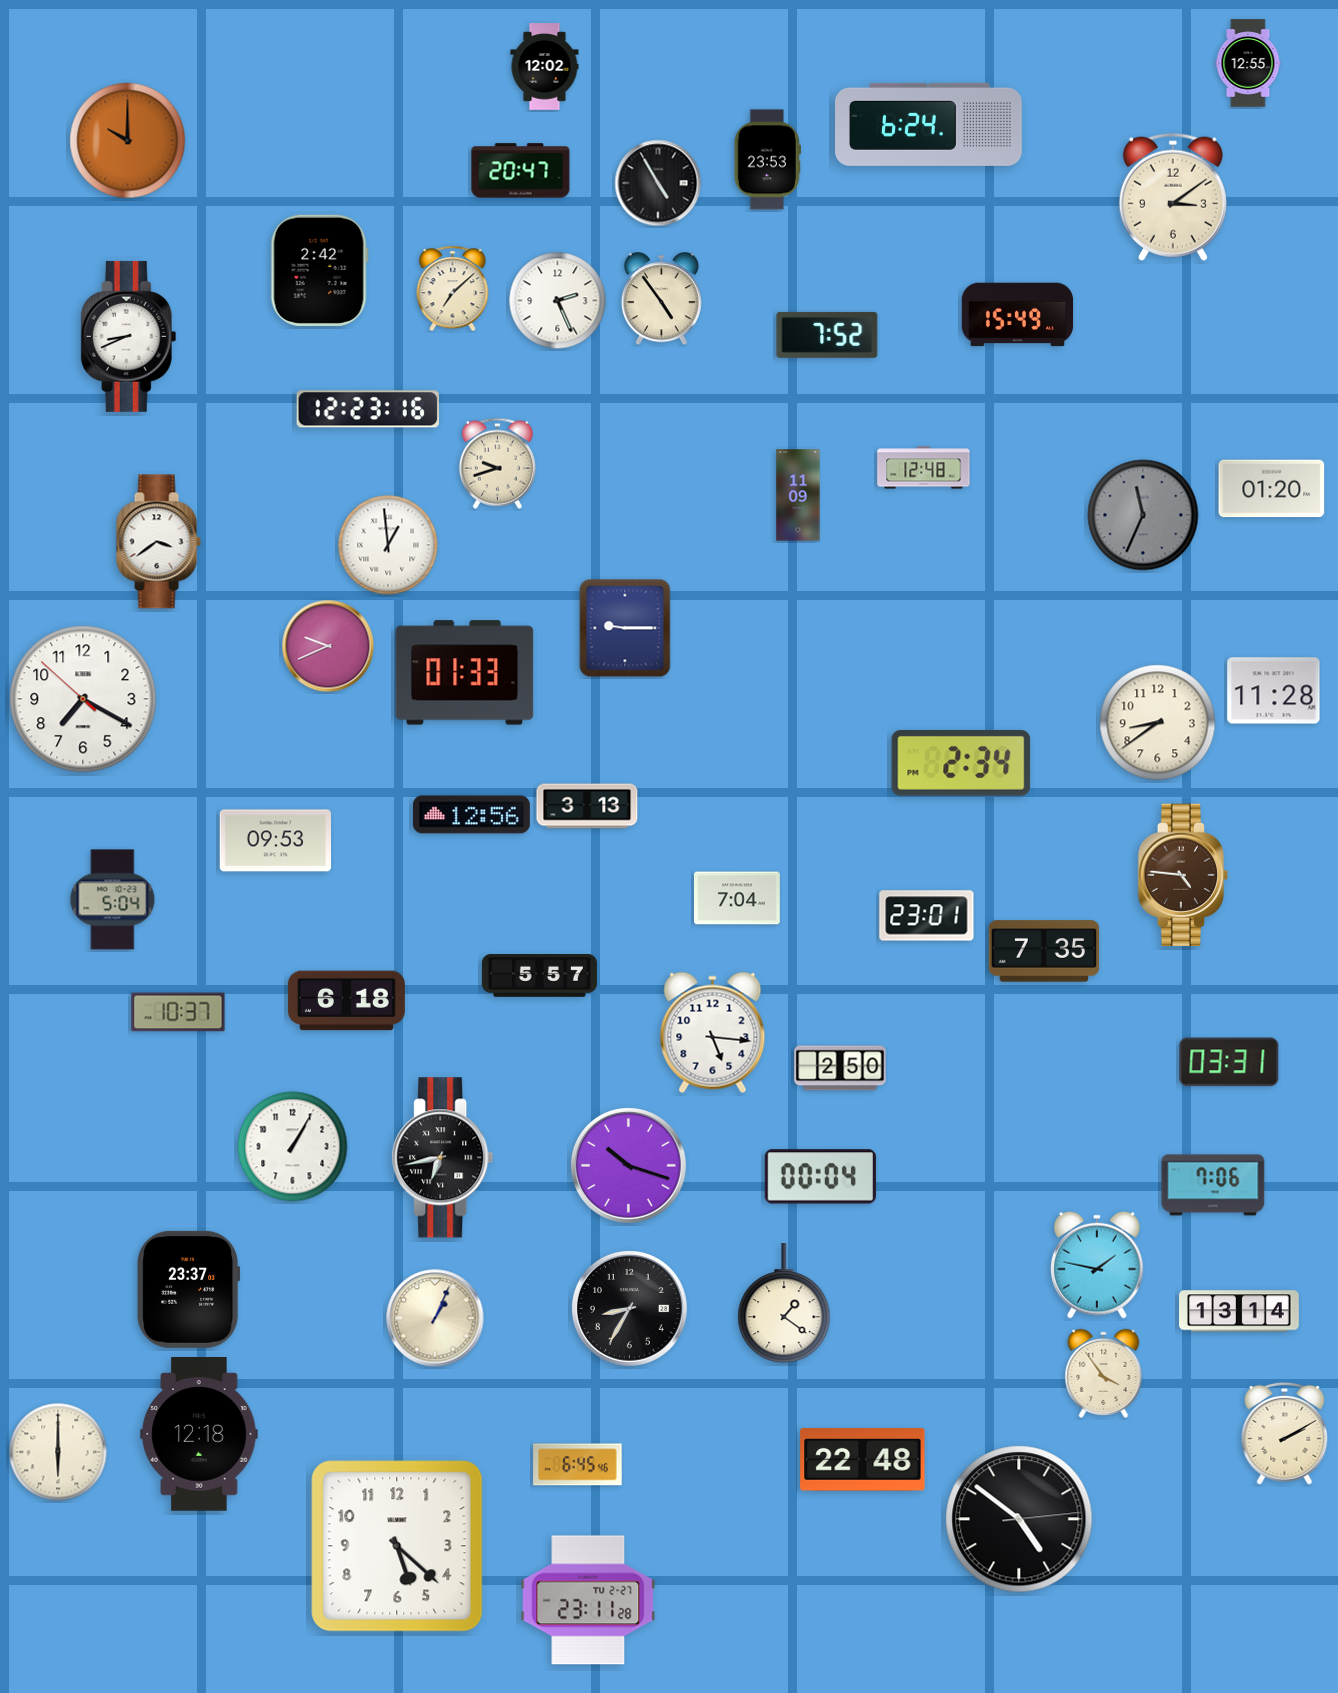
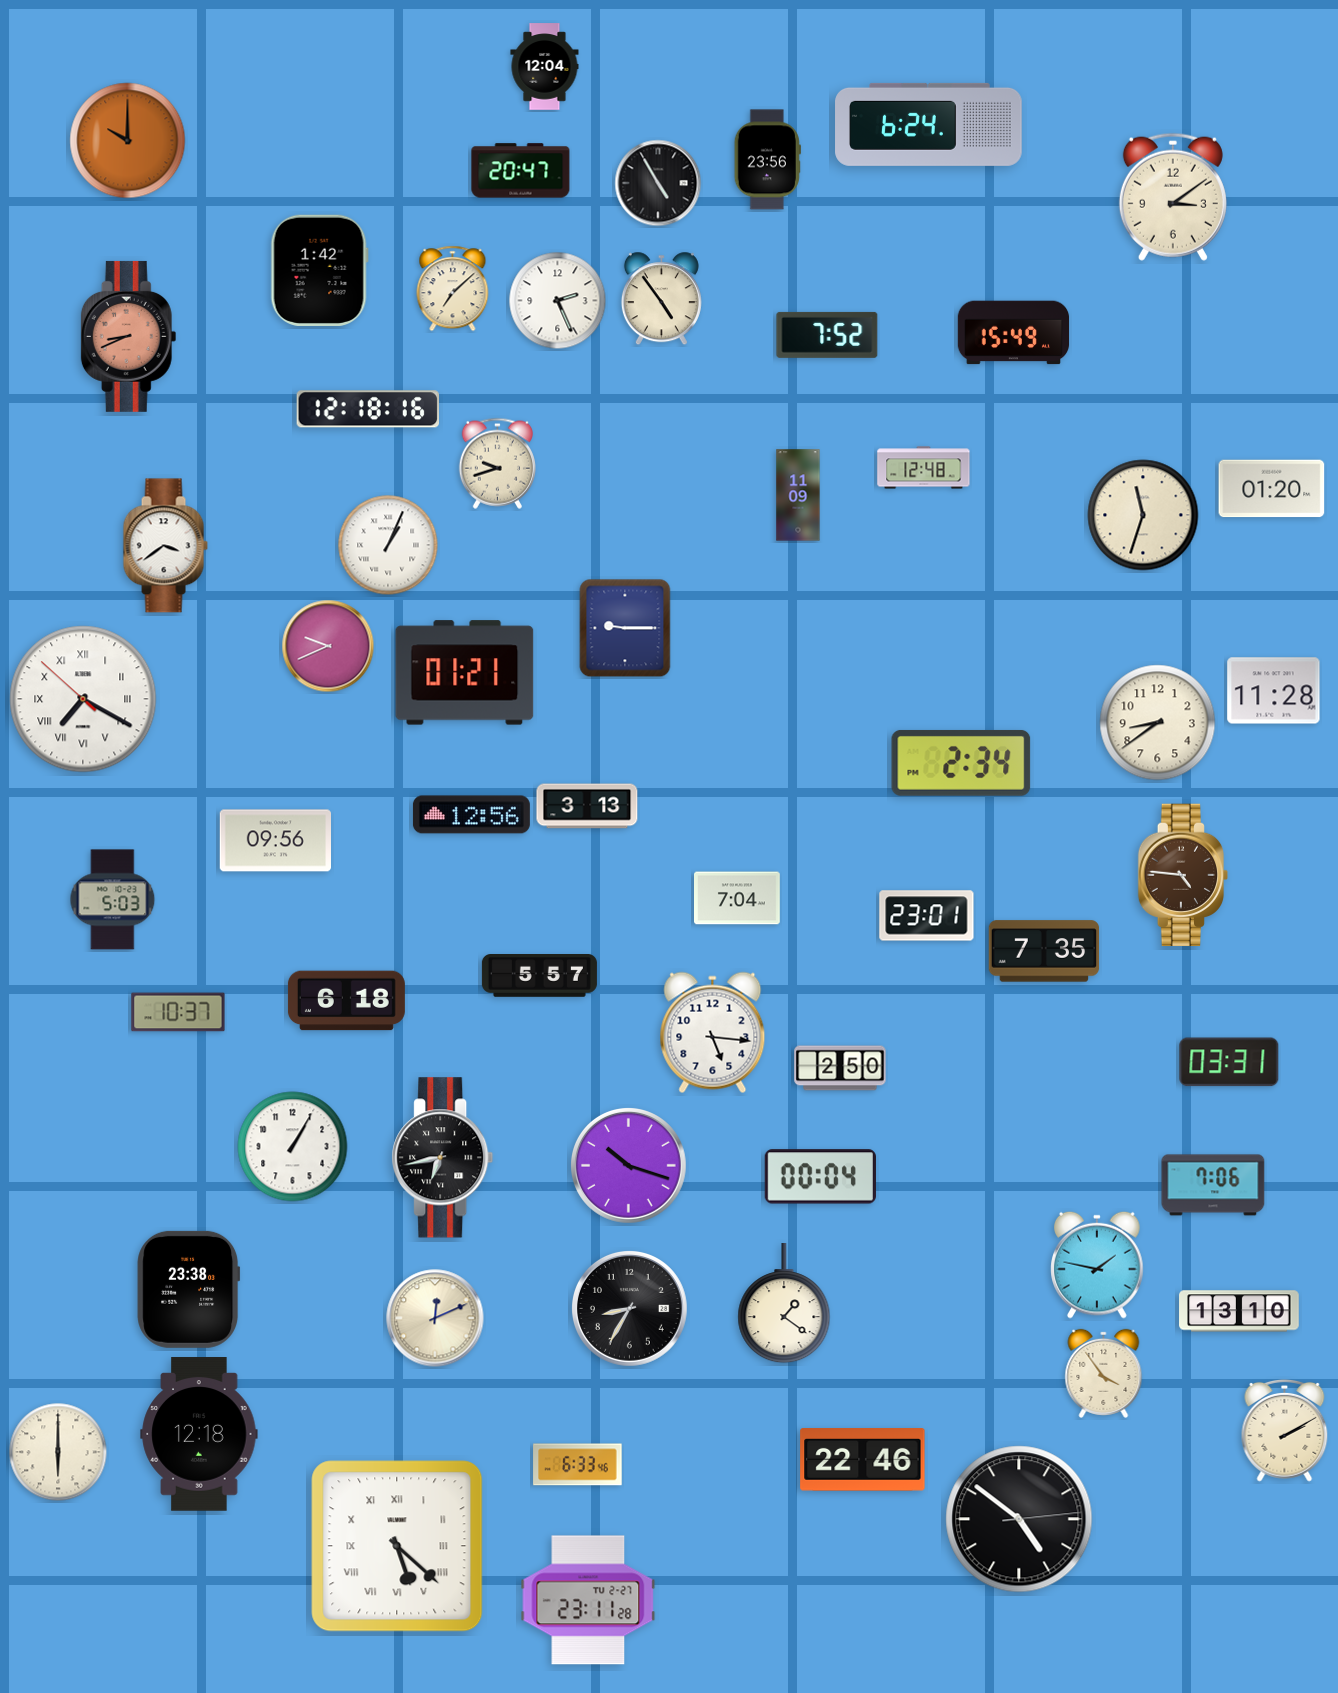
clock at (1248, 63): 12:55 -> none
clock at (545, 67): 12:02 -> 12:04
clock at (767, 160): 23:53 -> 23:56
clock at (319, 270): 2:42 -> 1:42
clock at (1018, 315) position: (1018, 315) -> (1014, 333)
clock at (129, 336) dial: white -> salmon
clock at (367, 409): 12:23 -> 12:18
clock at (1143, 515): 11:34 -> 11:33
clock at (1143, 515) dial: grey -> cream
clock at (158, 542) position: (158, 542) -> (165, 546)
clock at (388, 545): 12:59 -> 1:04
clock at (465, 673): 01:33 -> 01:21
clock at (83, 699) numerals: Arabic -> Roman
clock at (275, 841): 09:53 -> 09:56
clock at (113, 900): 5:04 -> 5:03
clock at (189, 1289): 23:37 -> 23:38
clock at (1239, 1311): 13:14 -> 13:10
clock at (435, 1318): 1:04 -> 12:11
clock at (1285, 1433) position: (1285, 1433) -> (1285, 1430)
clock at (863, 1460): 22:48 -> 22:46
clock at (578, 1465): 6:45 -> 6:33
clock at (397, 1546) numerals: Arabic -> Roman
